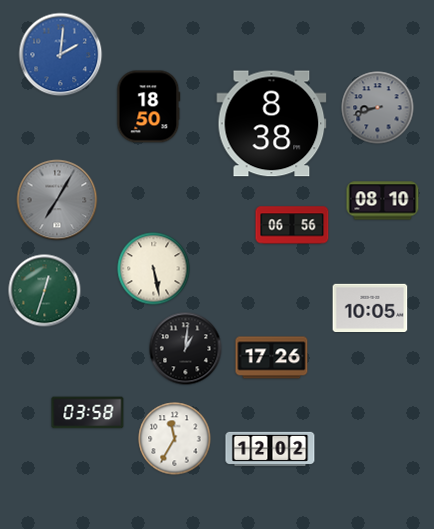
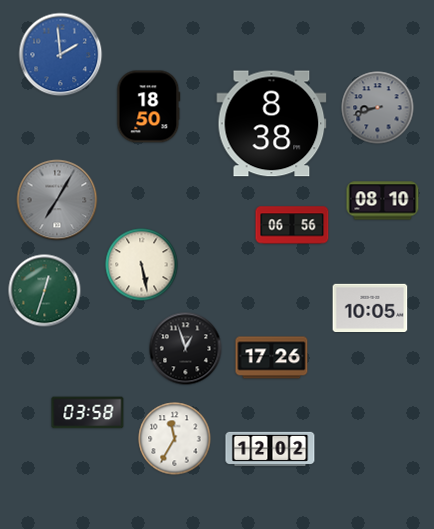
clock at (61, 55): 2:01 -> 1:59
clock at (154, 269) position: (154, 269) -> (142, 265)
clock at (186, 349): 1:01 -> 12:57
